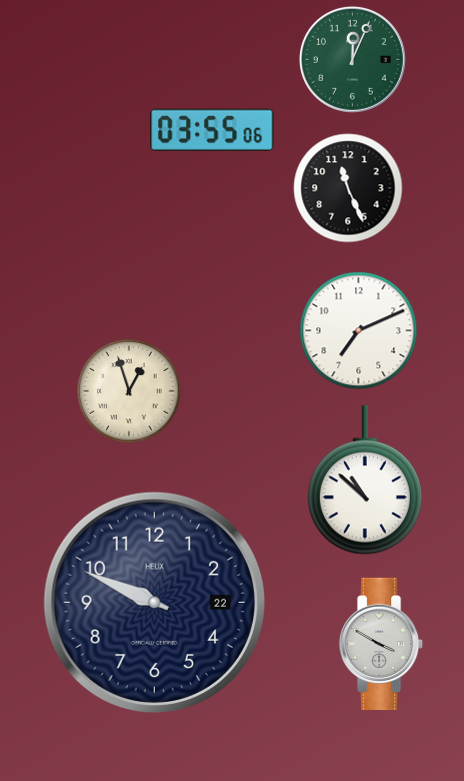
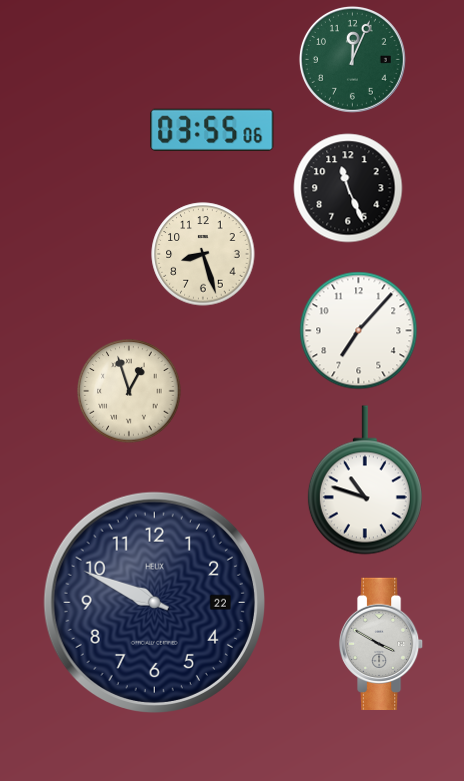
clock at (203, 254): none -> 8:27
clock at (359, 331): 7:11 -> 7:07
clock at (365, 480): 10:52 -> 10:48
